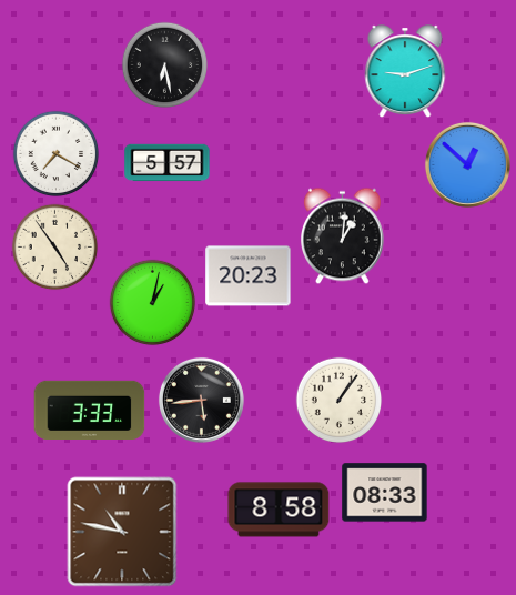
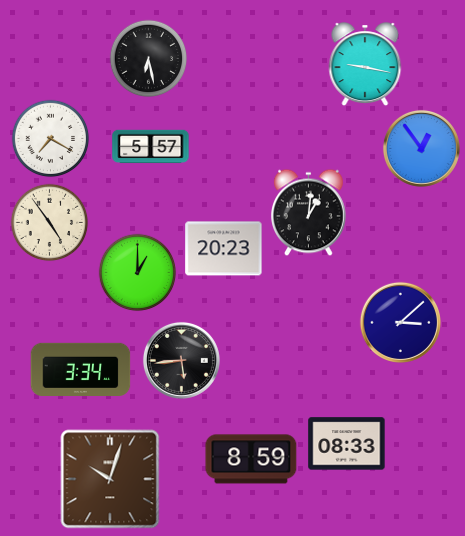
clock at (405, 71): 9:12 -> 9:17
clock at (467, 164): 12:52 -> 12:54
clock at (152, 302): 1:02 -> 1:00
clock at (400, 322): none -> 3:08
clock at (338, 400): 1:06 -> none
clock at (90, 410): 3:33 -> 3:34
clock at (279, 510): 8:58 -> 8:59
clock at (122, 532): 10:47 -> 10:03
